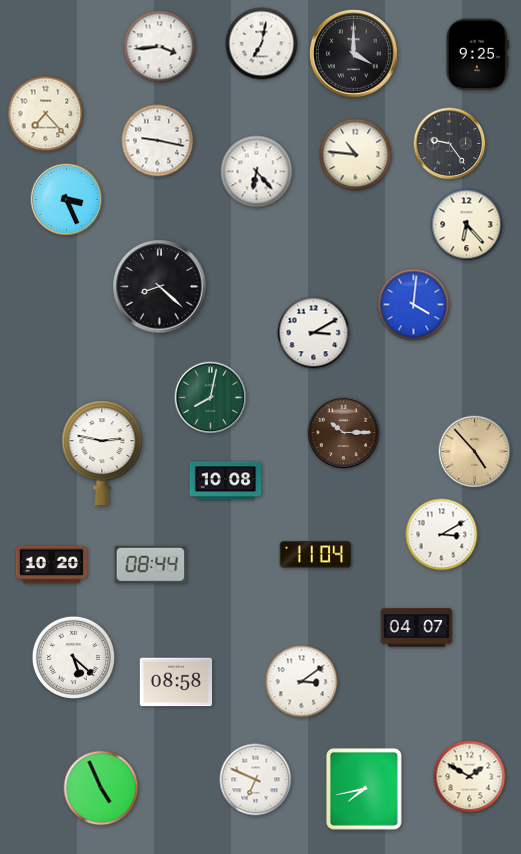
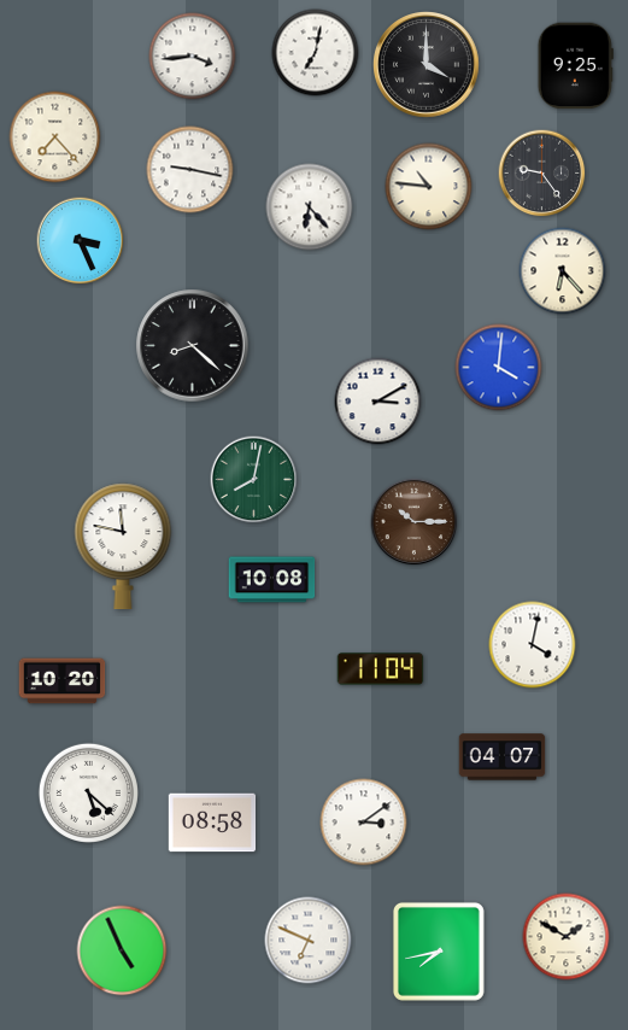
clock at (475, 452): 4:53 -> none
clock at (102, 453): 2:47 -> 11:47
clock at (442, 535): 3:10 -> 4:02
clock at (151, 564): 08:44 -> none
